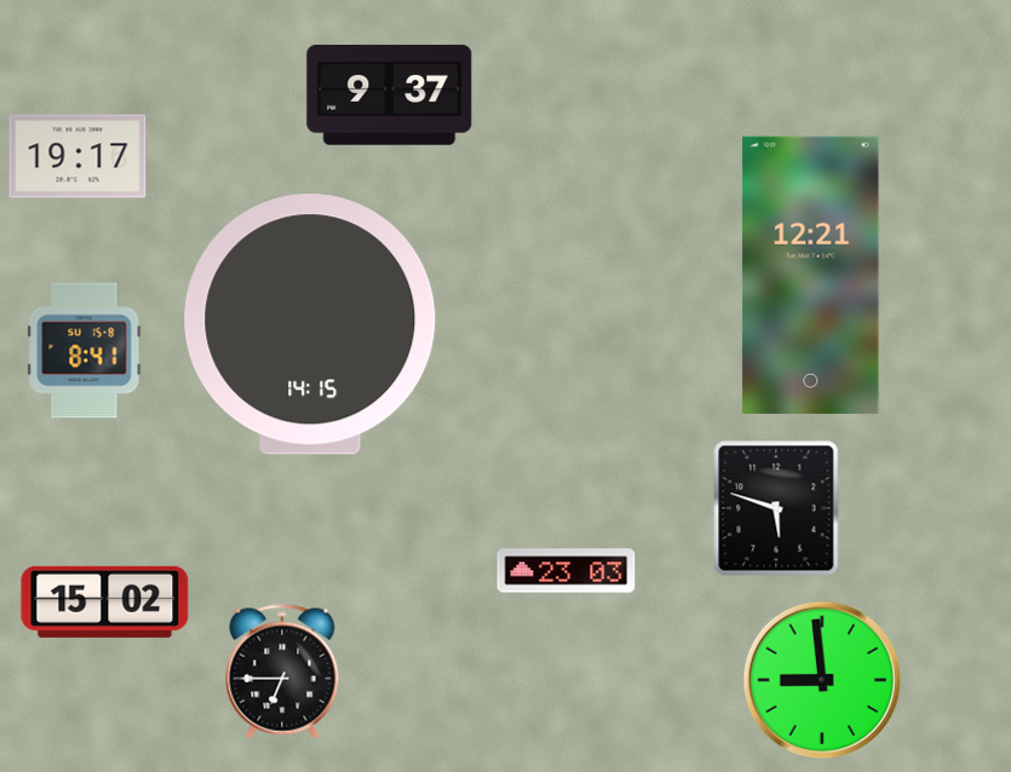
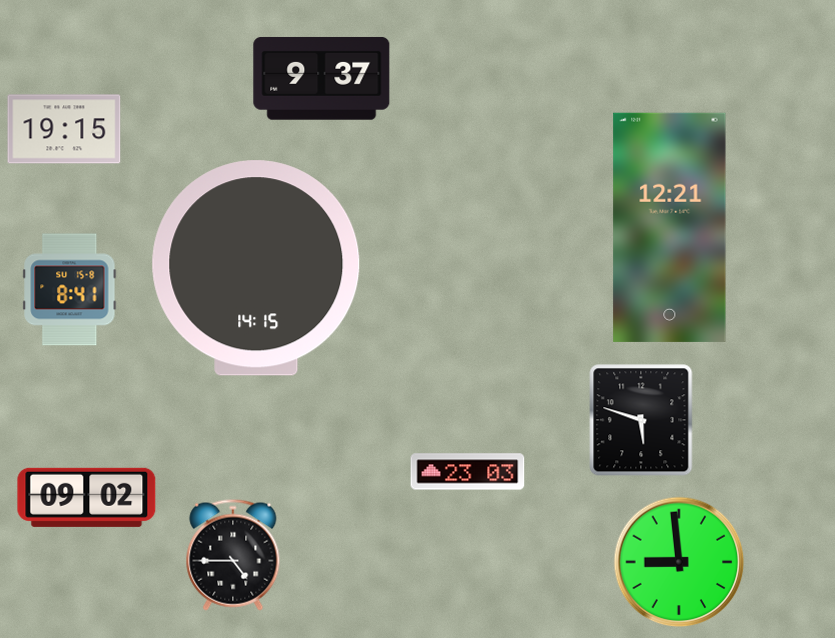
clock at (77, 156): 19:17 -> 19:15
clock at (105, 601): 15:02 -> 09:02
clock at (282, 672): 6:45 -> 4:45
